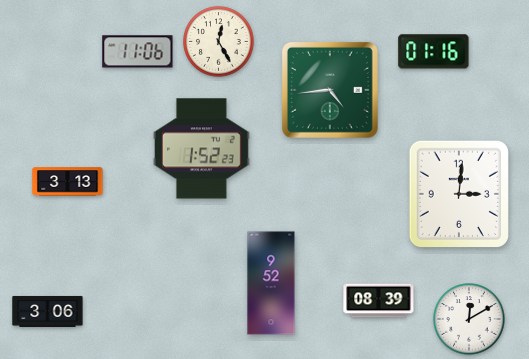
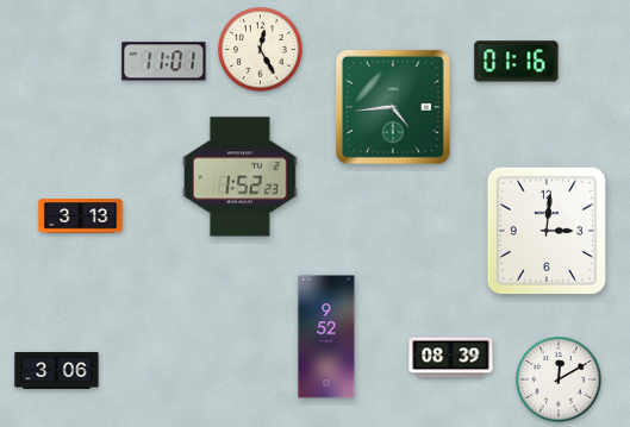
clock at (138, 52): 11:06 -> 11:01
clock at (271, 283) position: (271, 283) -> (326, 337)
